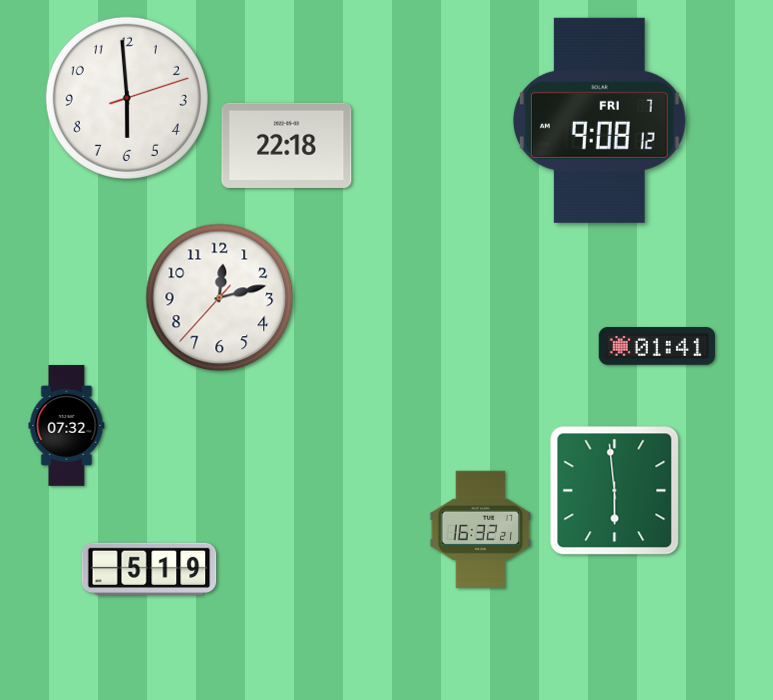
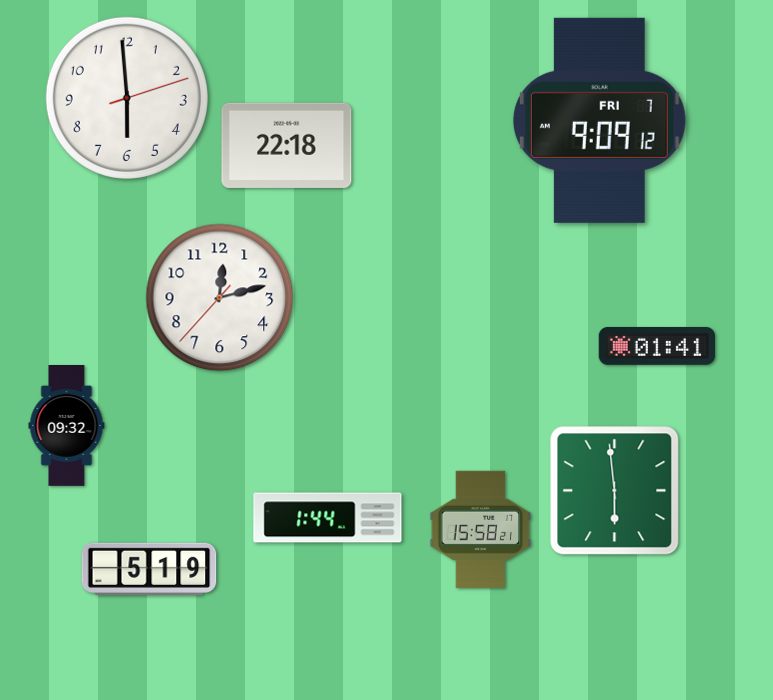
clock at (599, 120): 9:08 -> 9:09
clock at (67, 426): 07:32 -> 09:32
clock at (328, 518): none -> 1:44
clock at (481, 529): 16:32 -> 15:58
